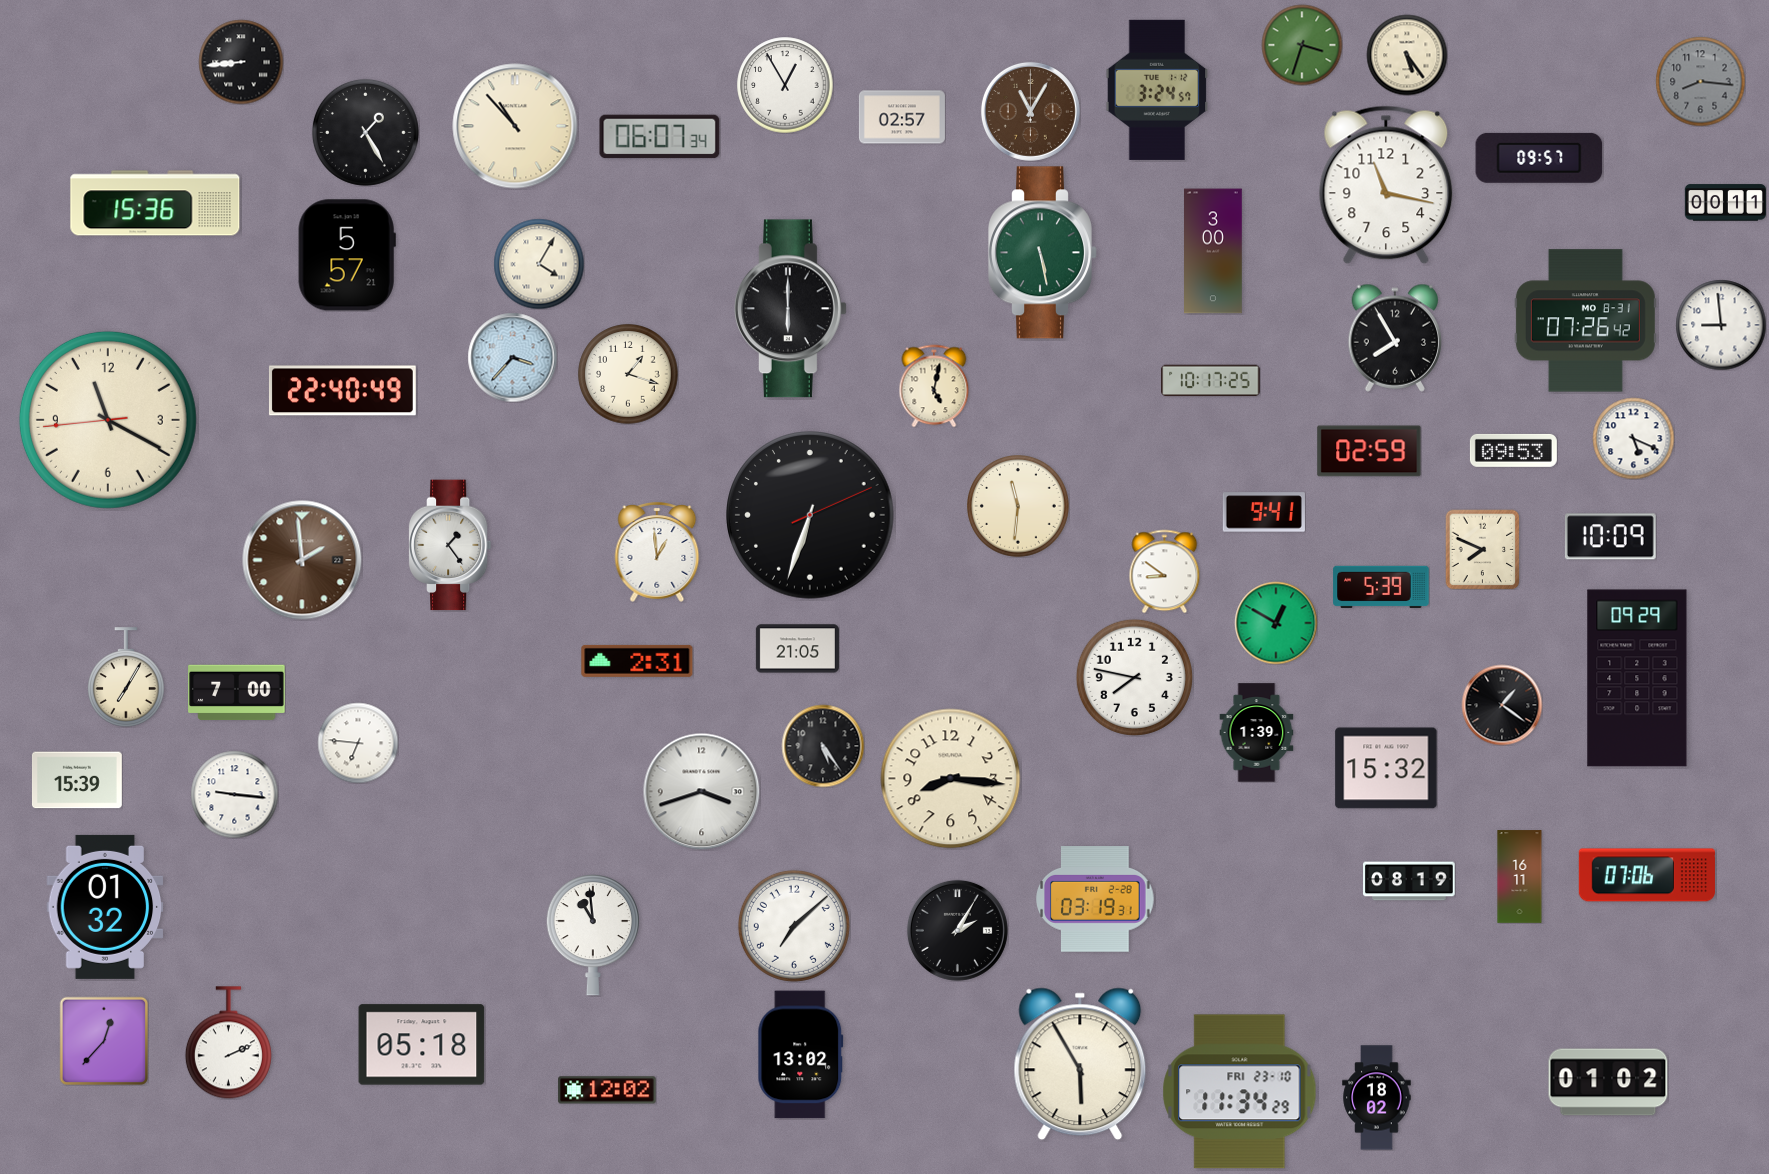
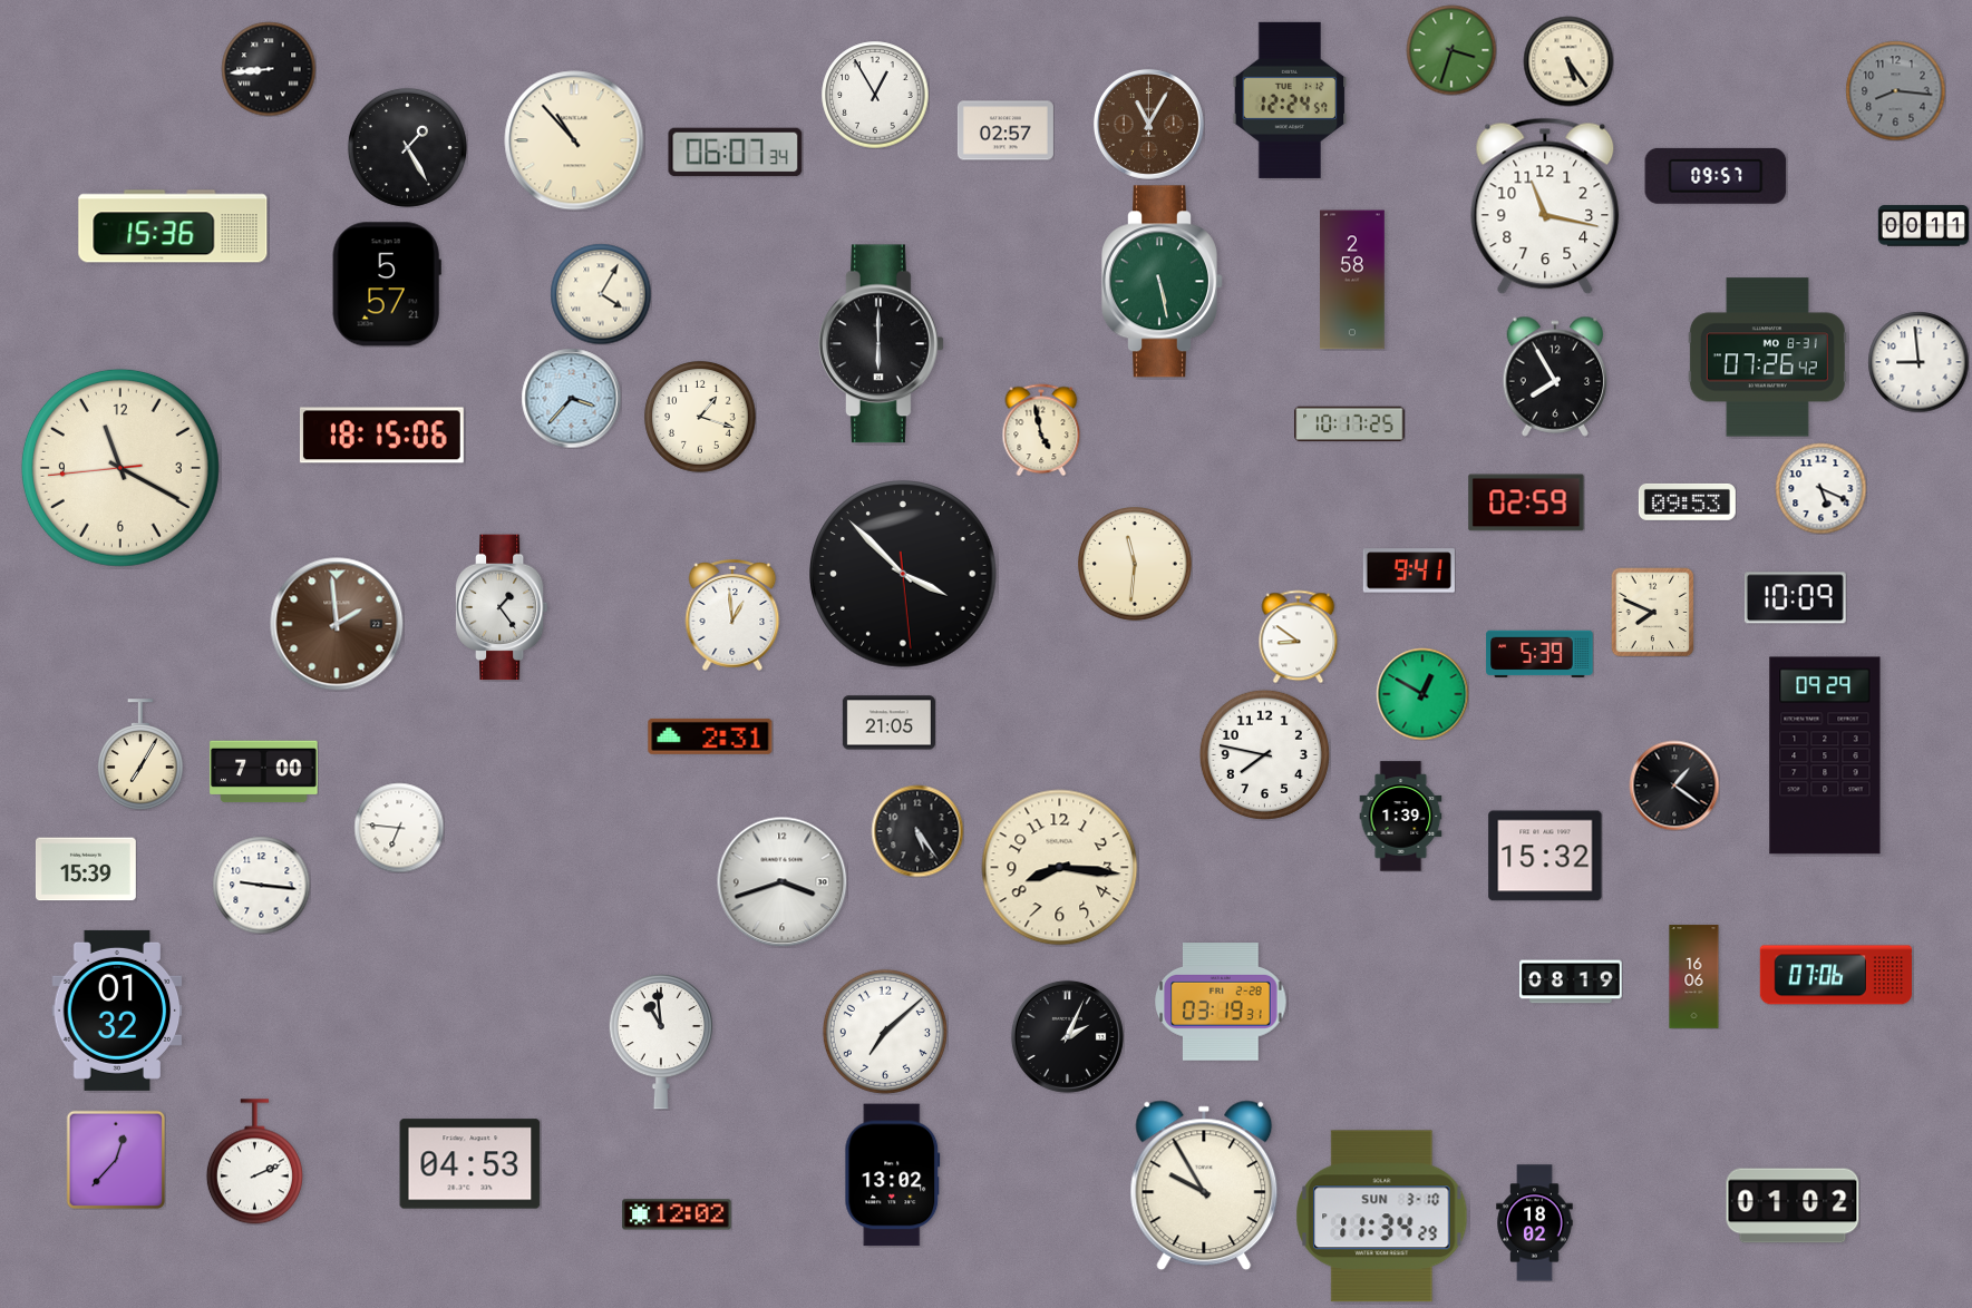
clock at (1157, 90): 3:24 -> 12:24
clock at (1214, 251): 3:00 -> 2:58
clock at (934, 386): 5:02 -> 4:58
clock at (342, 391): 22:40 -> 18:15
clock at (810, 515): 6:33 -> 3:52
clock at (1520, 877): 16:11 -> 16:06
clock at (957, 930): 2:05 -> 2:04
clock at (422, 1045): 05:18 -> 04:53
clock at (1080, 1064): 5:55 -> 9:55
clock at (1240, 1092) date: FRI 23-10 -> SUN 3-10
